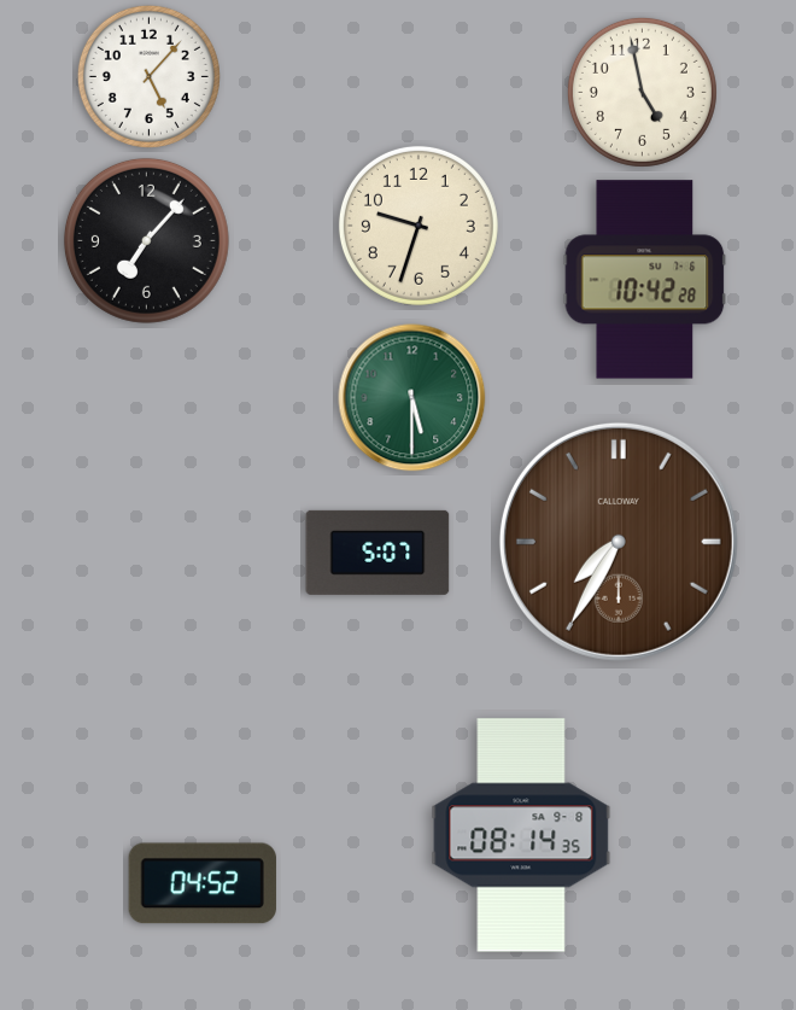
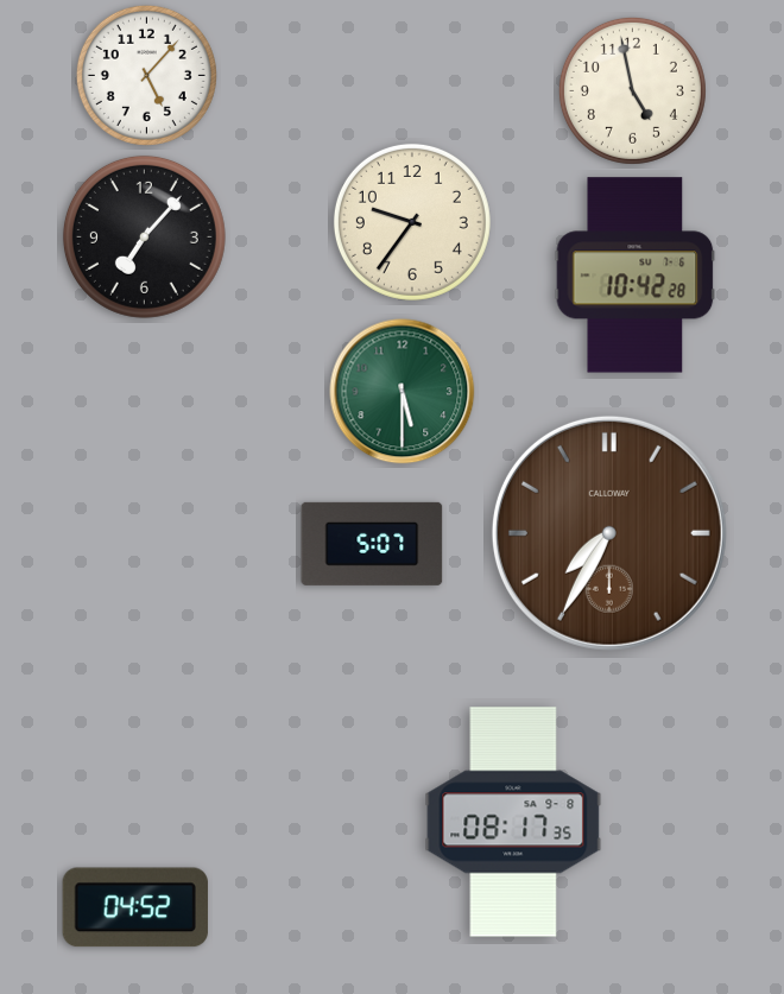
clock at (419, 226): 9:33 -> 9:36
clock at (412, 398) position: (412, 398) -> (403, 392)
clock at (521, 835): 08:14 -> 08:17
clock at (203, 883) position: (203, 883) -> (135, 907)
